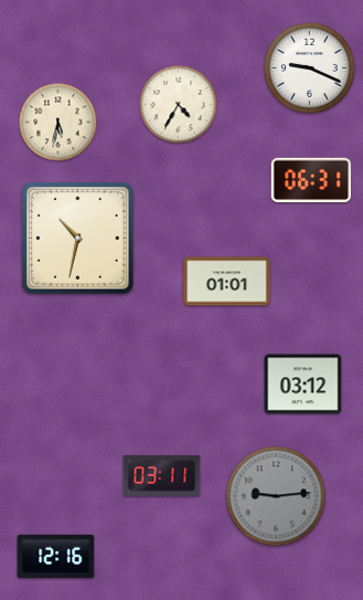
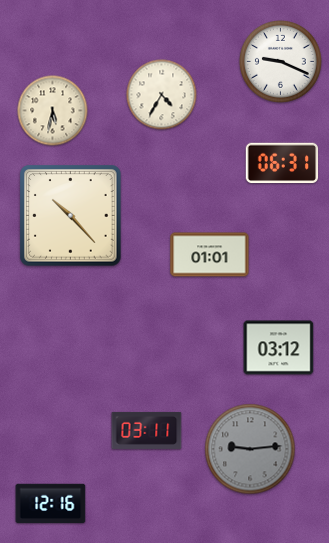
clock at (78, 239): 10:32 -> 10:23
clock at (227, 282) position: (227, 282) -> (210, 255)
clock at (303, 385) position: (303, 385) -> (279, 348)
